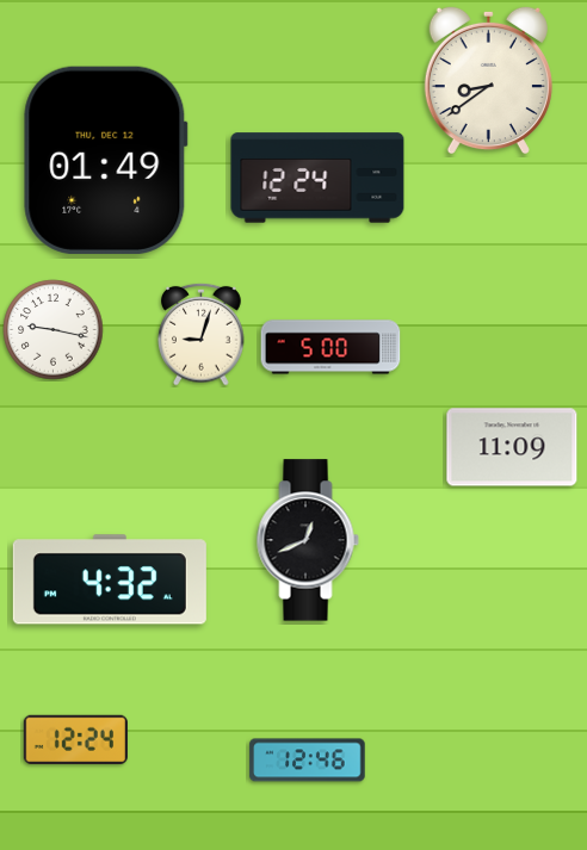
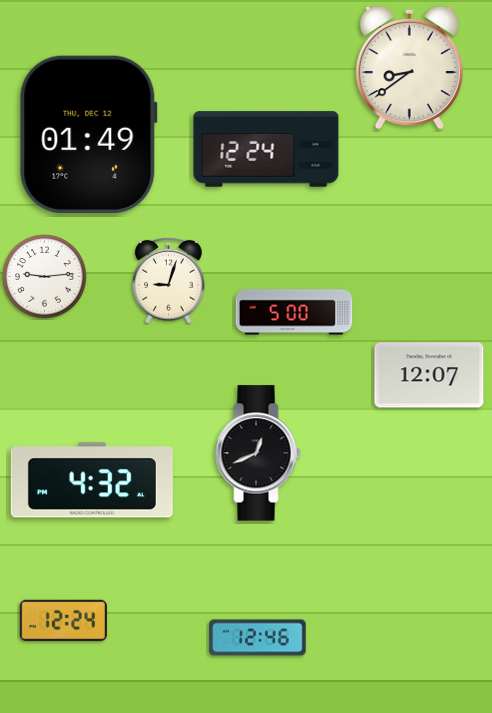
clock at (54, 330): 9:17 -> 9:14
clock at (330, 347) position: (330, 347) -> (294, 312)
clock at (512, 447): 11:09 -> 12:07
clock at (110, 579) position: (110, 579) -> (92, 480)
